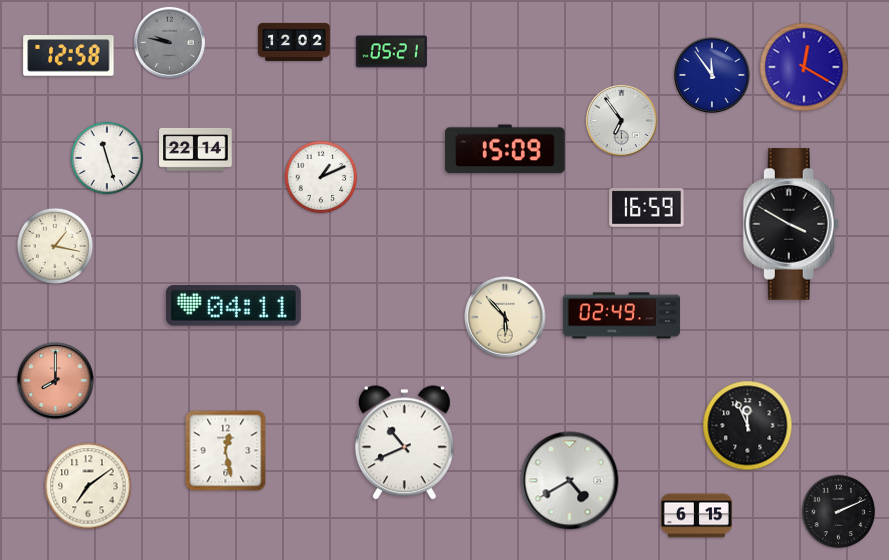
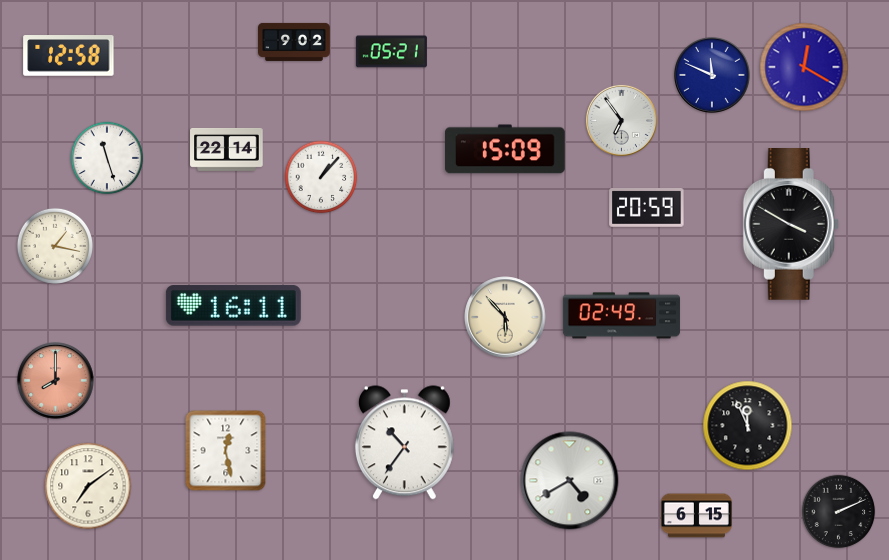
clock at (169, 42): 9:47 -> none
clock at (295, 42): 12:02 -> 9:02
clock at (713, 76): 11:54 -> 11:49
clock at (196, 149) position: (196, 149) -> (227, 149)
clock at (321, 177): 1:11 -> 1:07
clock at (647, 208): 16:59 -> 20:59
clock at (233, 306): 04:11 -> 16:11
clock at (404, 443): 10:41 -> 10:36
